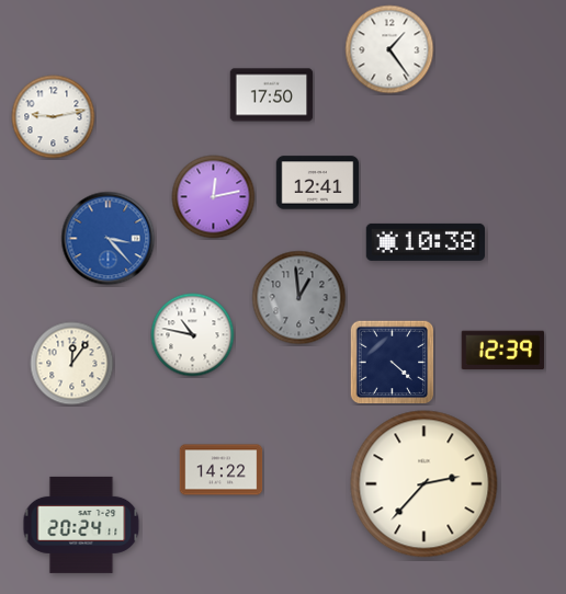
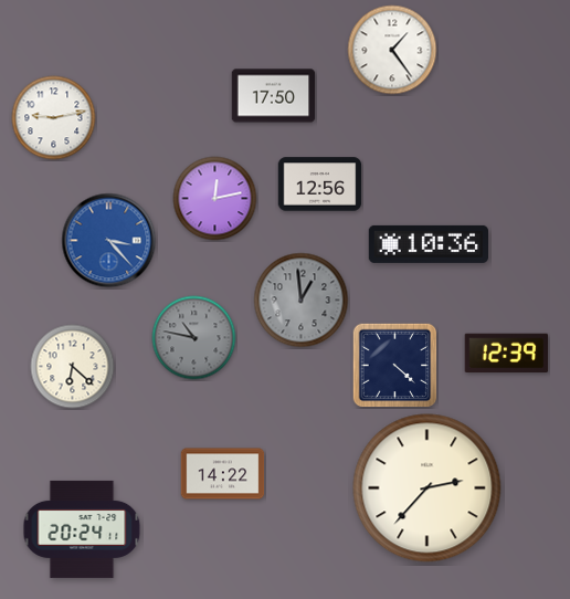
clock at (318, 183): 12:41 -> 12:56
clock at (424, 242): 10:38 -> 10:36
clock at (193, 335) dial: white -> grey
clock at (72, 364): 12:06 -> 6:22
